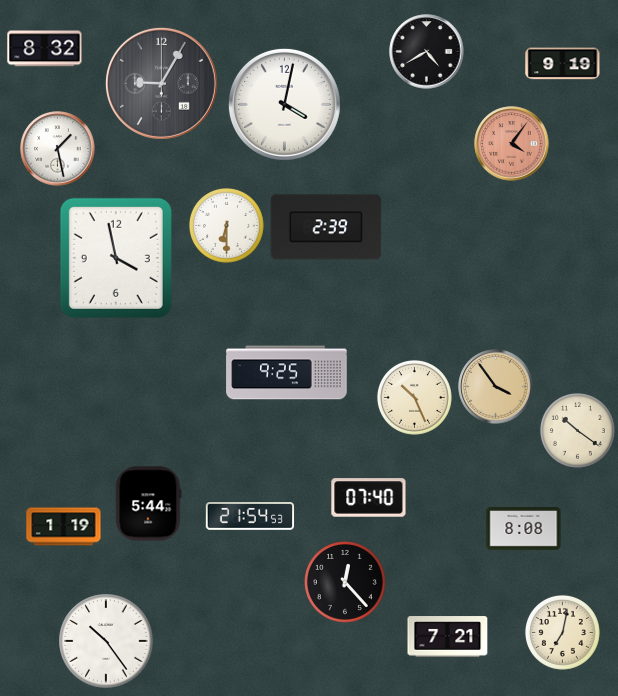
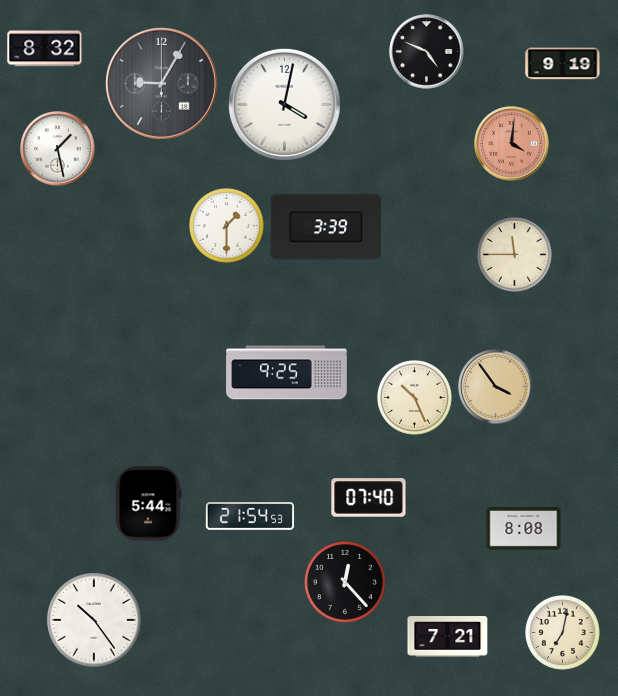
clock at (427, 52): 4:40 -> 4:49
clock at (512, 144): 4:06 -> 4:01
clock at (226, 225): 6:30 -> 1:30
clock at (326, 227): 2:39 -> 3:39
clock at (514, 254): none -> 11:45
clock at (116, 258): 3:58 -> none
clock at (577, 430): 10:21 -> none
clock at (64, 527): 1:19 -> none
clock at (106, 641) position: (106, 641) -> (94, 620)
